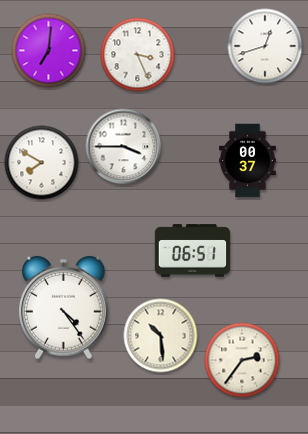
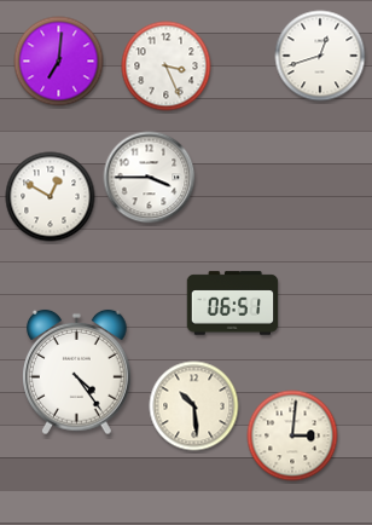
clock at (248, 161): 00:37 -> none
clock at (42, 163): 7:50 -> 12:50
clock at (242, 360): 2:36 -> 3:01
